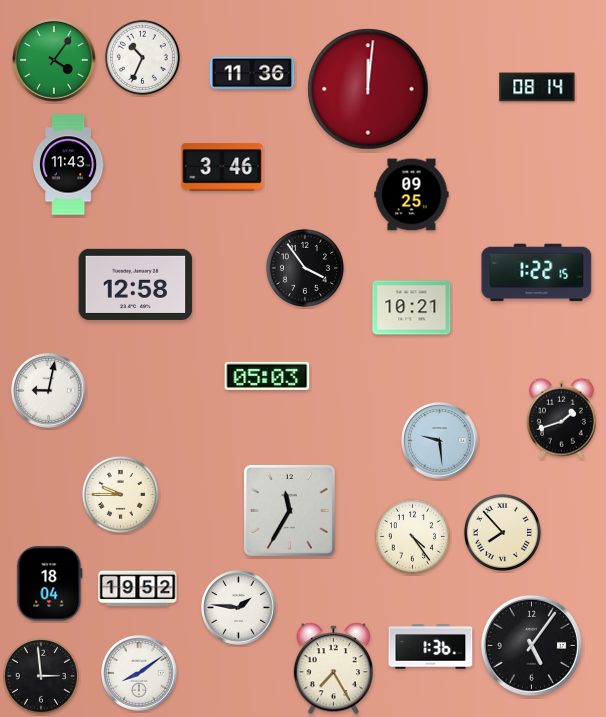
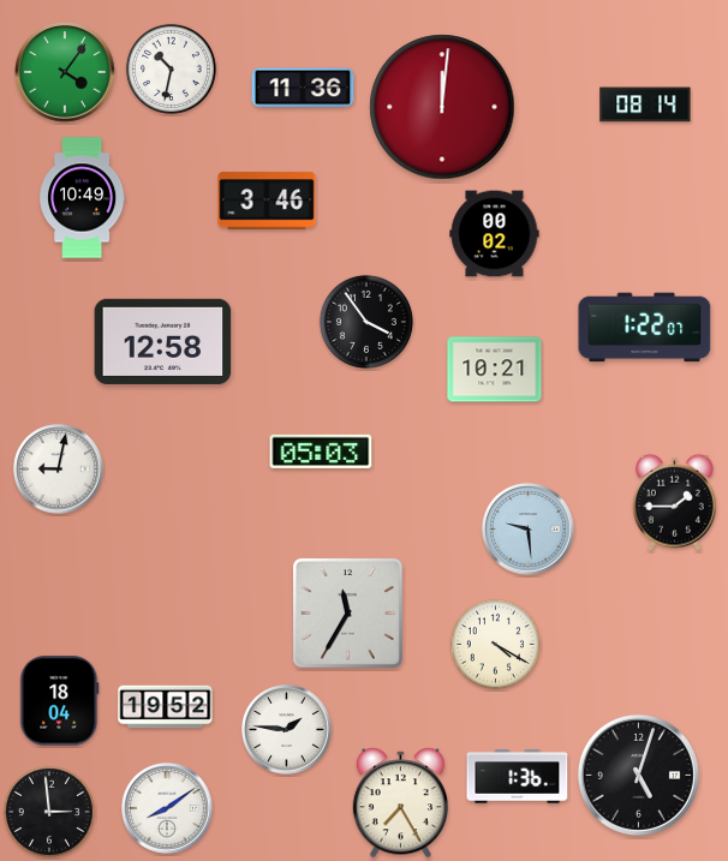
clock at (142, 57): 10:34 -> 10:32
clock at (69, 165): 11:43 -> 10:49
clock at (412, 195): 09:25 -> 00:02
clock at (537, 273): 1:22:15 -> 1:22:07
clock at (562, 418): 1:42 -> 1:45
clock at (120, 494): 9:45 -> none
clock at (502, 532): 7:53 -> none
clock at (412, 536): 4:24 -> 4:20
clock at (531, 645): 5:06 -> 5:03
